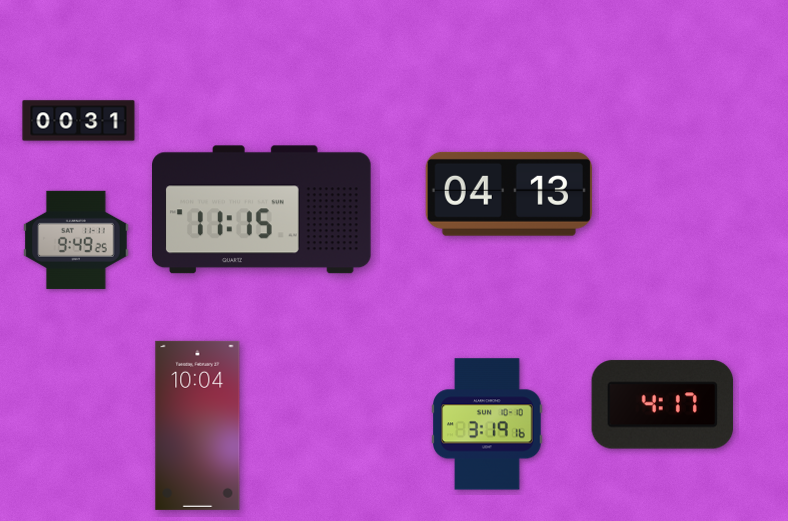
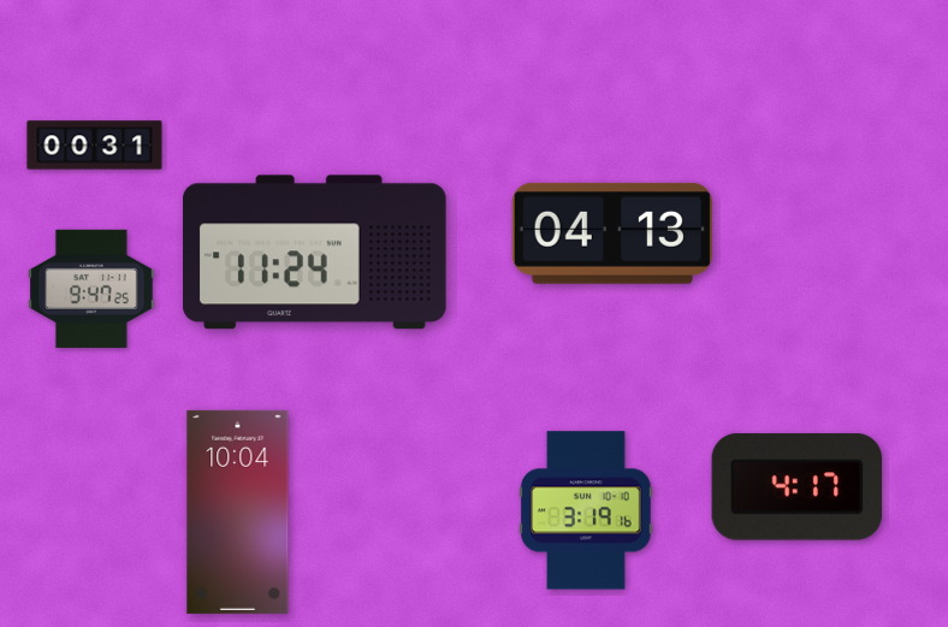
clock at (262, 210): 11:15 -> 11:24
clock at (76, 240): 9:49 -> 9:47
